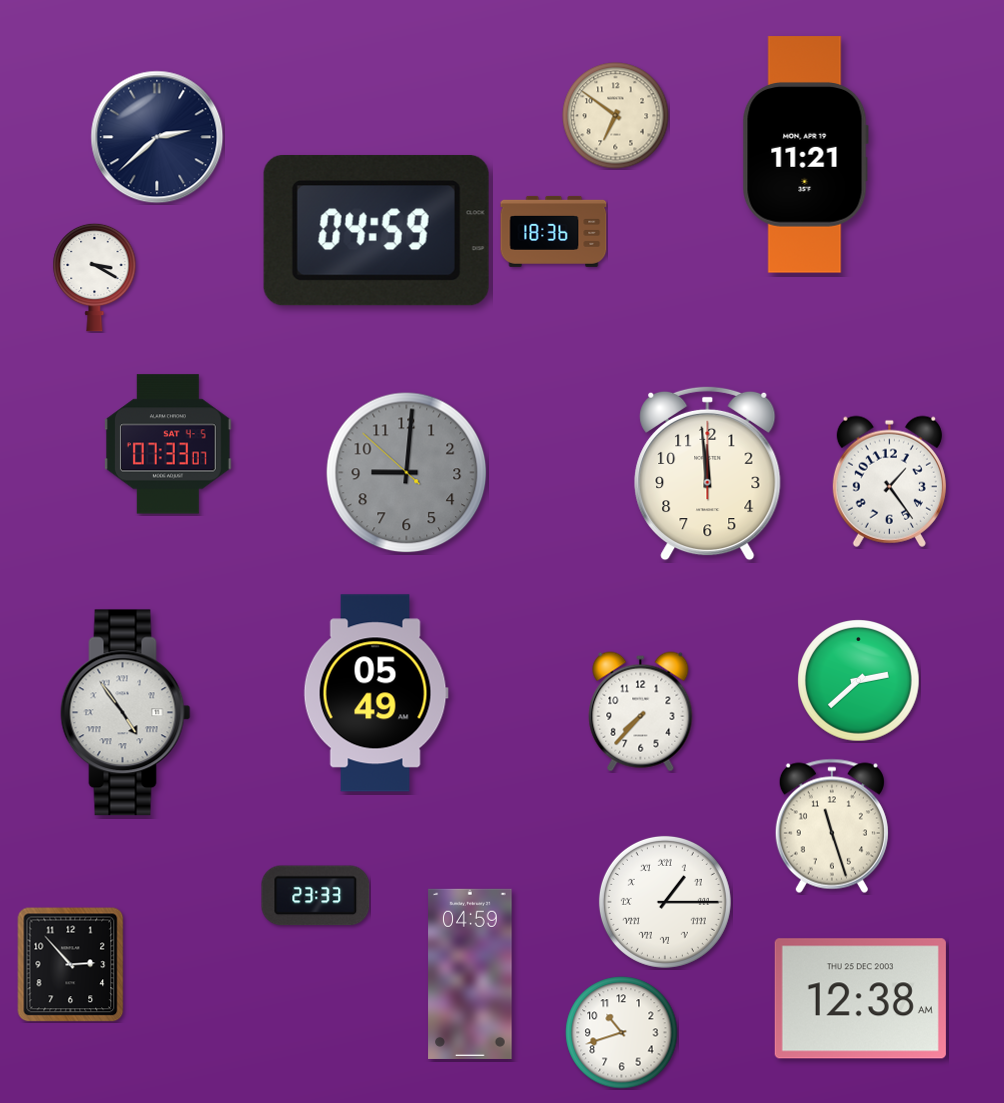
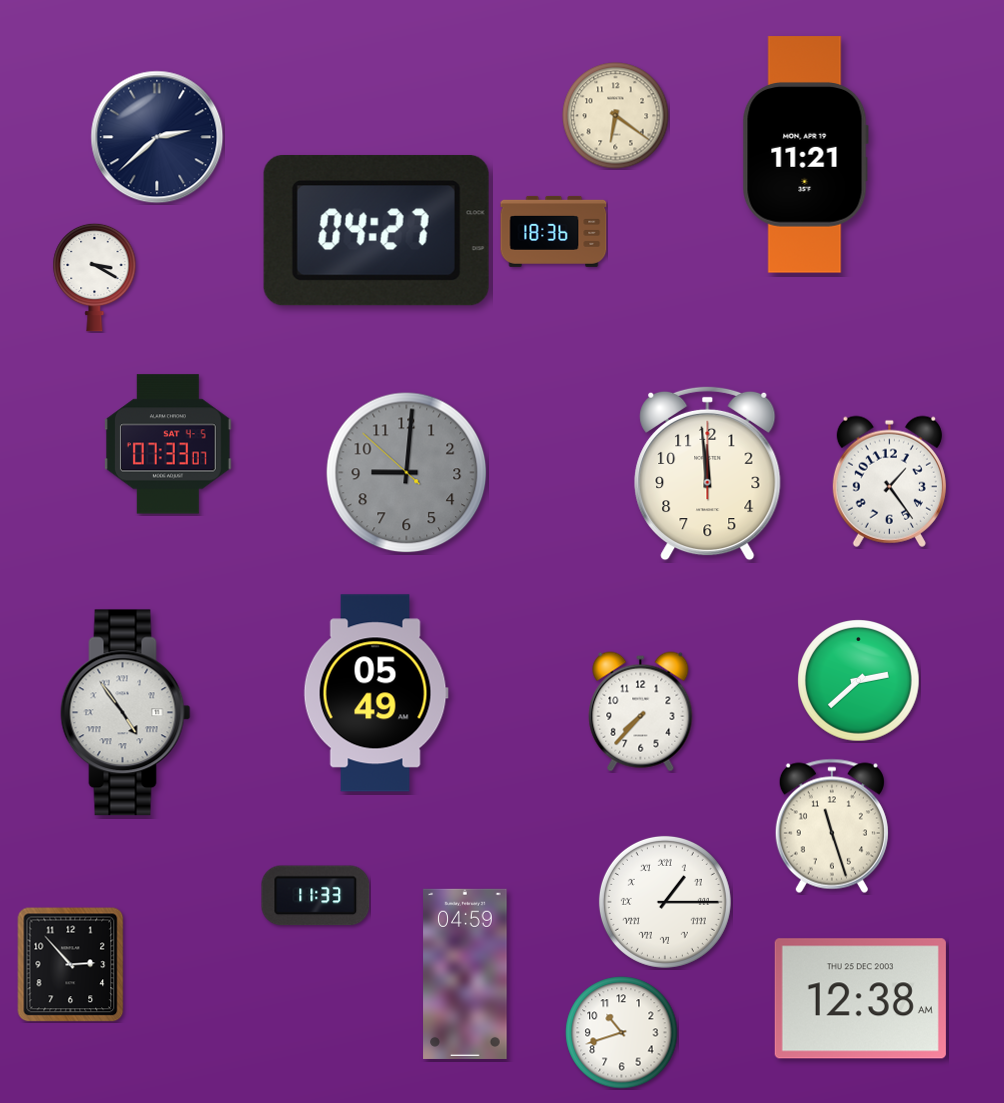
clock at (616, 116): 6:51 -> 6:21
clock at (376, 230): 04:59 -> 04:27
clock at (316, 896): 23:33 -> 11:33
clock at (470, 974) position: (470, 974) -> (465, 974)
